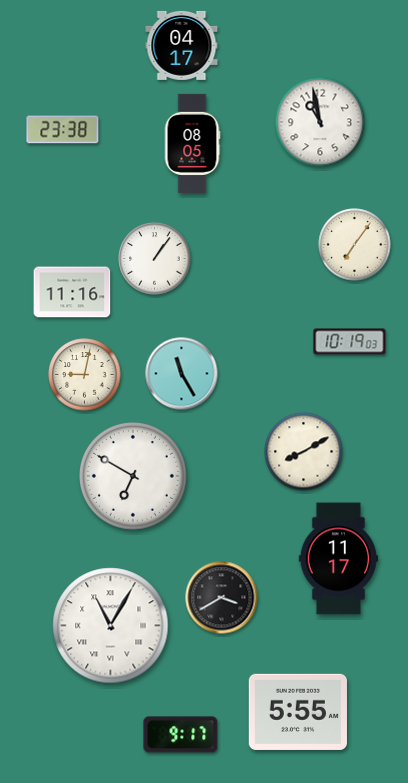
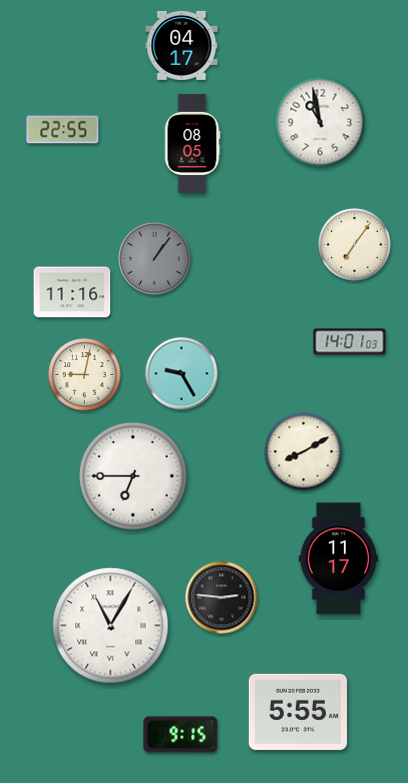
clock at (63, 130): 23:38 -> 22:55
clock at (155, 259) dial: white -> grey
clock at (350, 342): 10:19 -> 14:01
clock at (182, 374): 11:25 -> 9:25
clock at (133, 476): 6:50 -> 6:45
clock at (222, 598): 3:40 -> 2:46
clock at (181, 735): 9:17 -> 9:15
